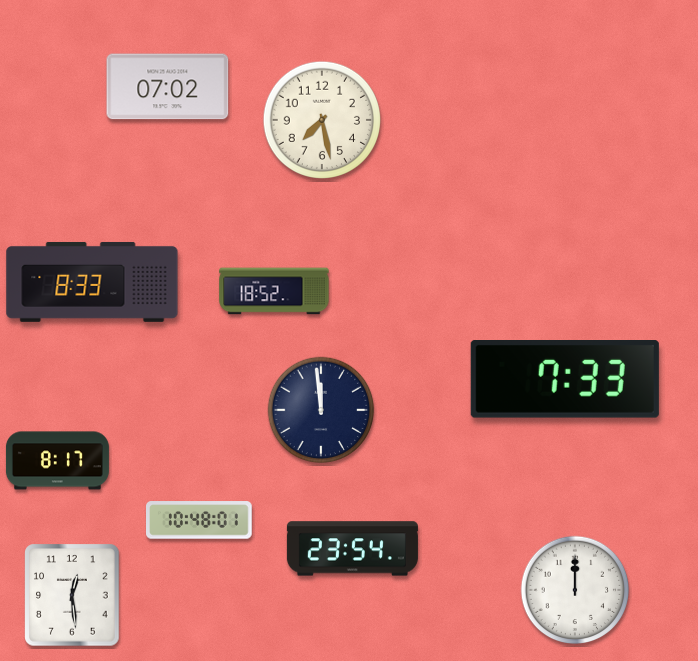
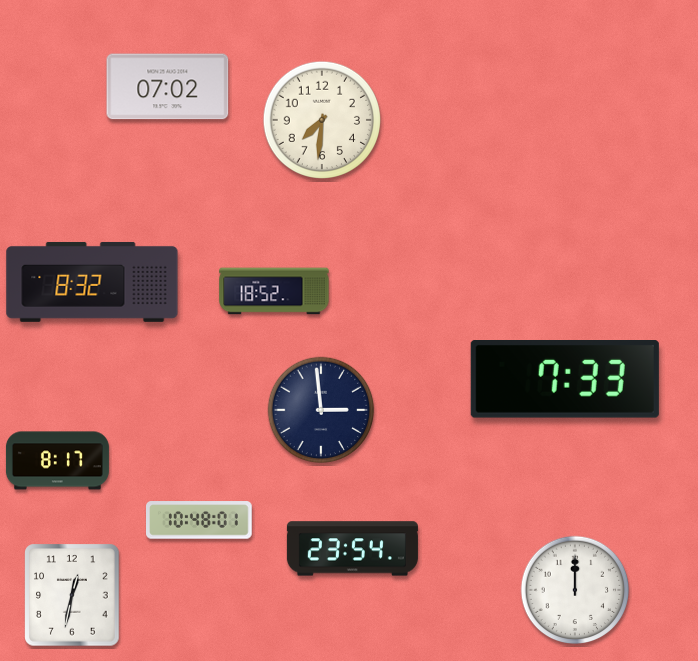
clock at (321, 119): 7:28 -> 7:31
clock at (92, 282): 8:33 -> 8:32
clock at (321, 410): 11:59 -> 2:59
clock at (72, 595): 12:29 -> 12:32
